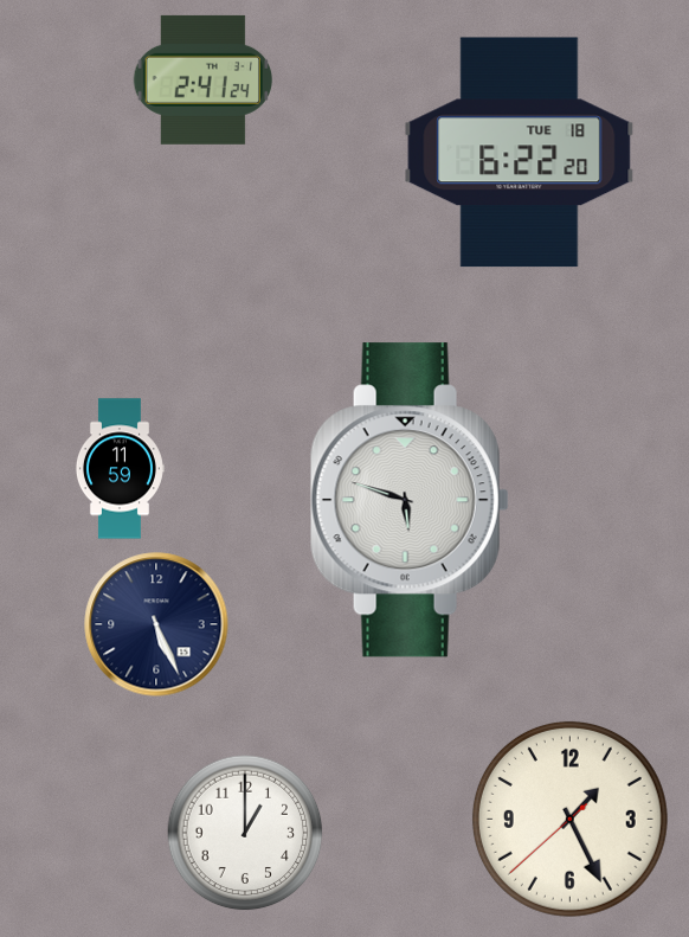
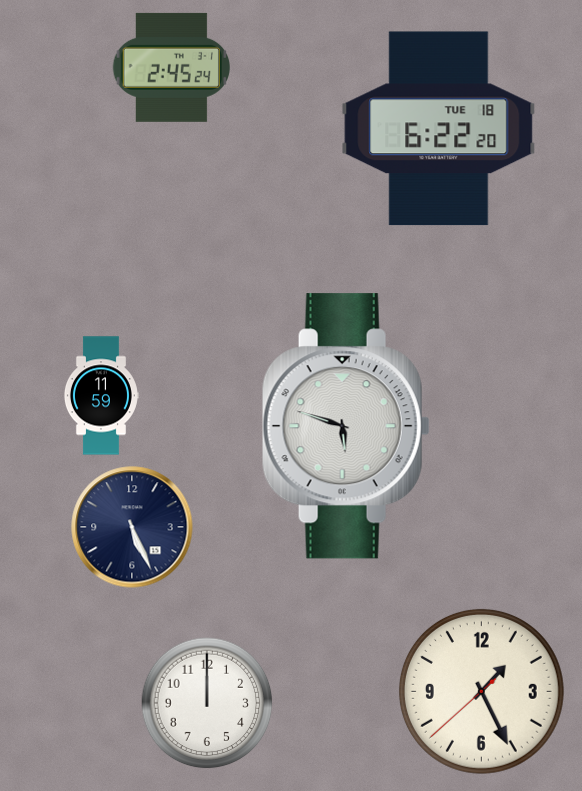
clock at (202, 79): 2:41 -> 2:45
clock at (410, 500) position: (410, 500) -> (346, 426)
clock at (245, 833): 1:00 -> 12:00
